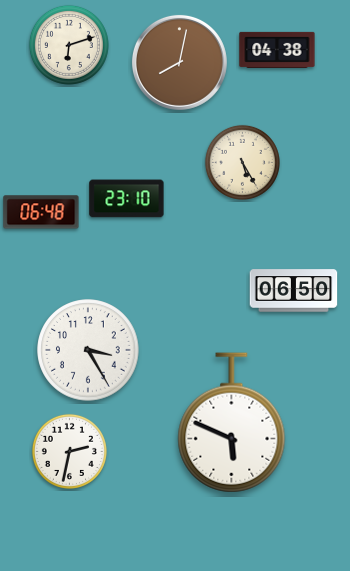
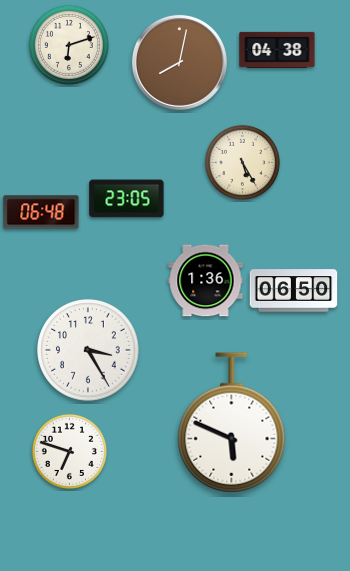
clock at (127, 199): 23:10 -> 23:05
clock at (206, 281): none -> 1:36
clock at (69, 451): 2:32 -> 6:48
